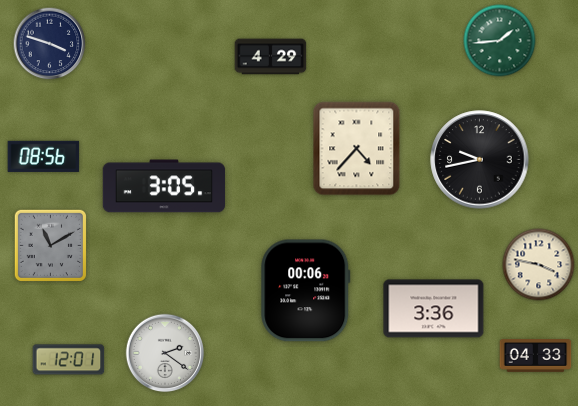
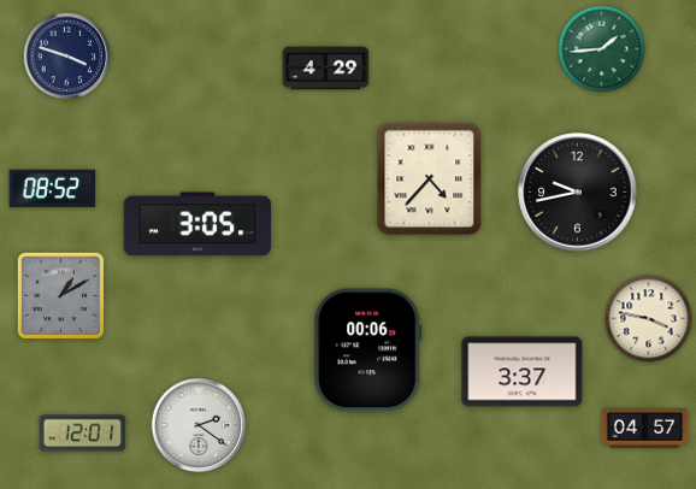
clock at (50, 44) position: (50, 44) -> (67, 57)
clock at (44, 156): 08:56 -> 08:52
clock at (50, 245): 11:10 -> 1:10
clock at (434, 309): 3:36 -> 3:37
clock at (536, 356): 04:33 -> 04:57
